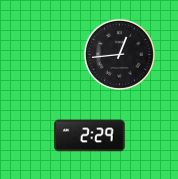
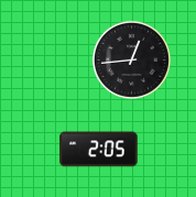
clock at (90, 136): 2:29 -> 2:05
